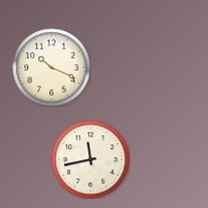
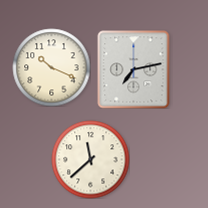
clock at (134, 69): none -> 7:13
clock at (90, 159): 11:43 -> 11:38
